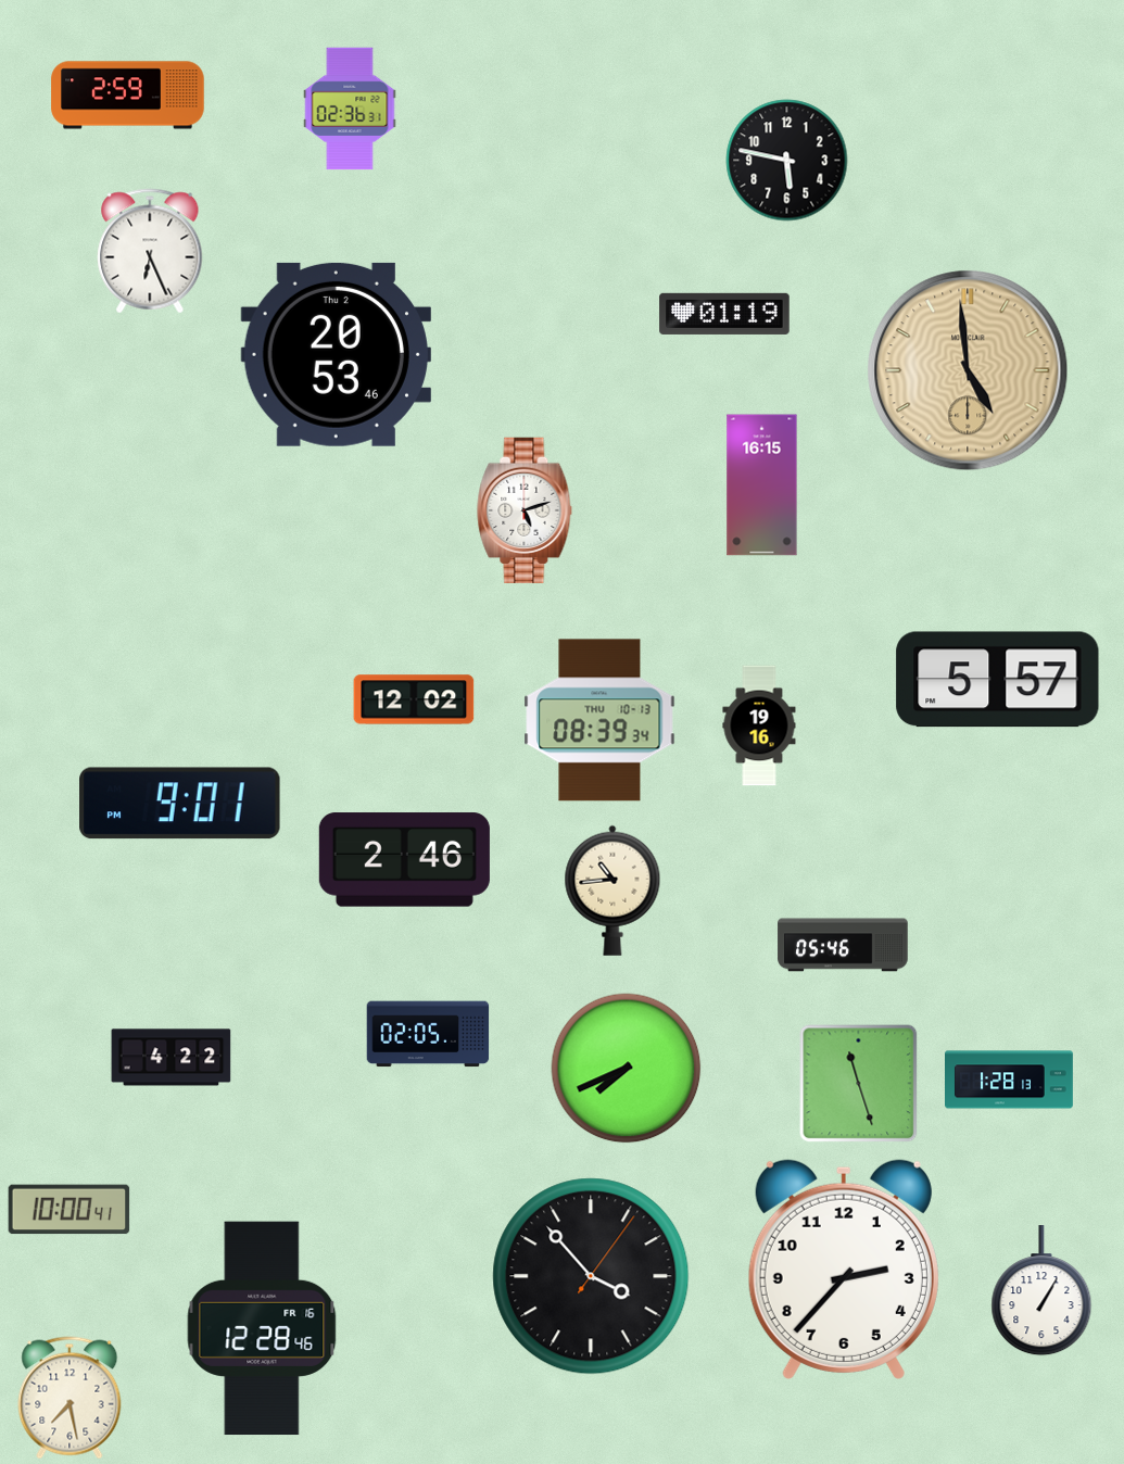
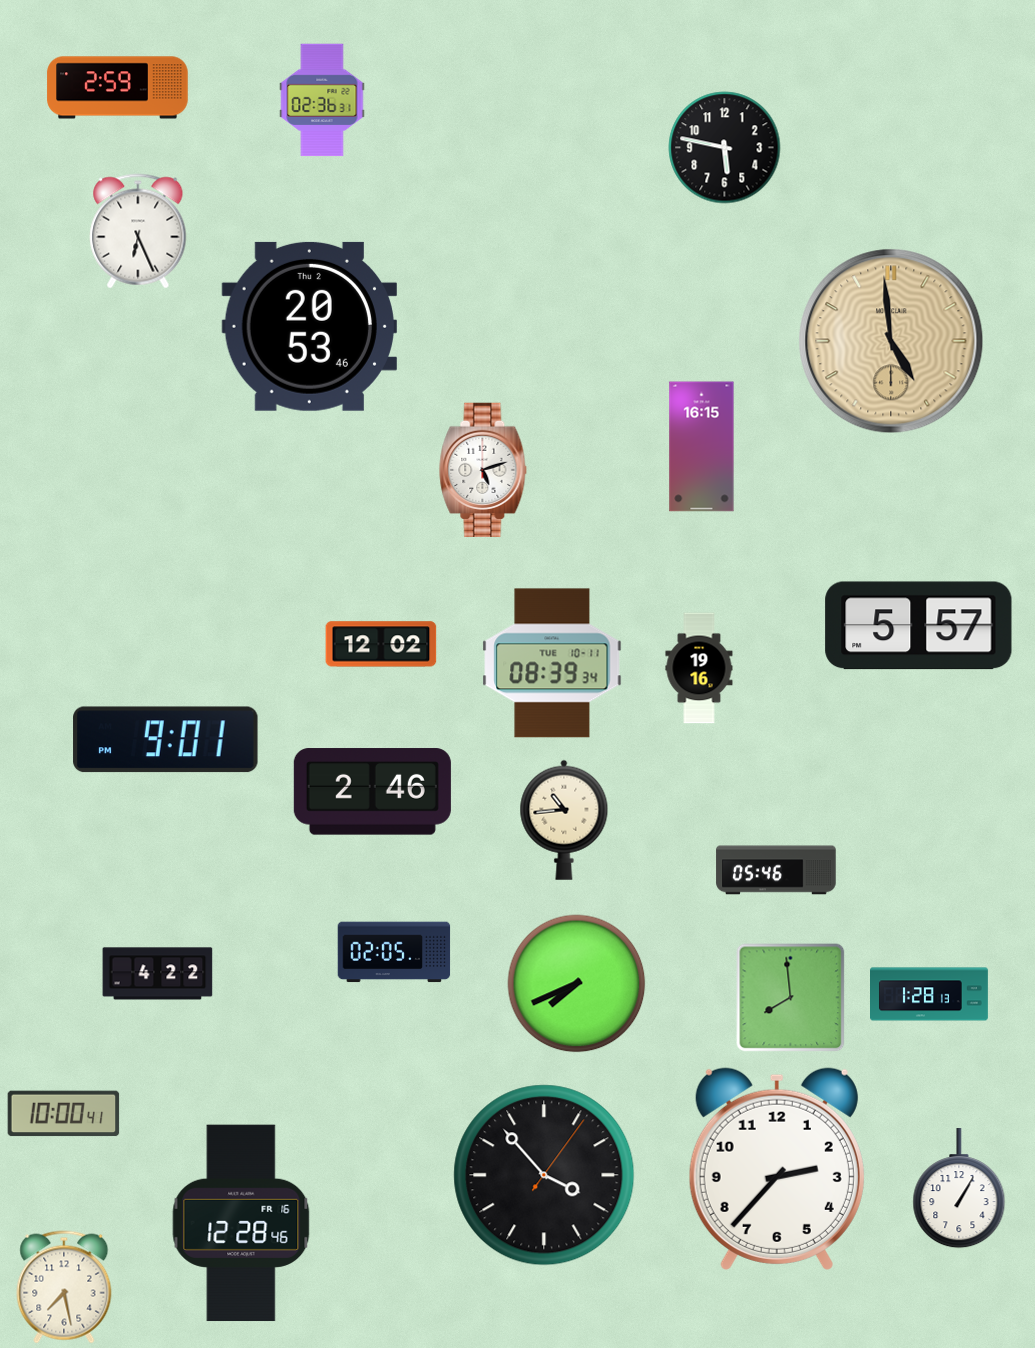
clock at (724, 314): 01:19 -> none
clock at (599, 720) date: THU 10-13 -> TUE 10-11
clock at (859, 1084): 11:27 -> 7:59
